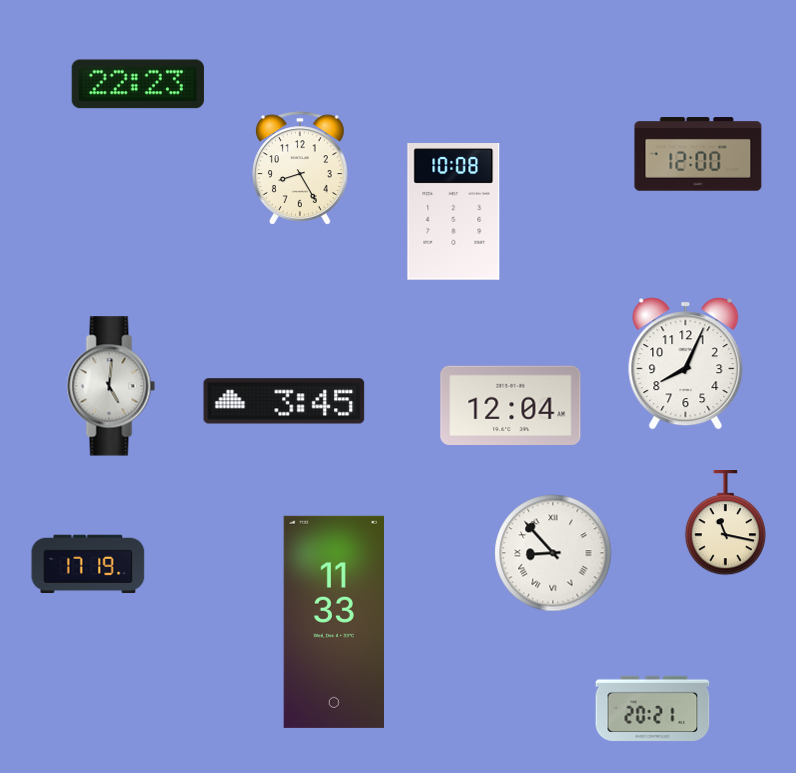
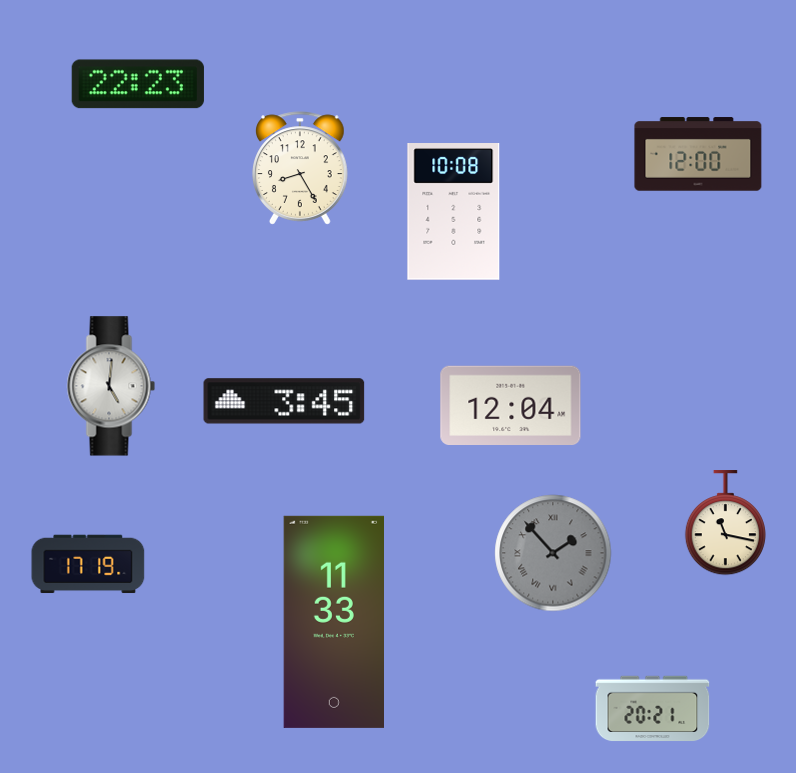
clock at (686, 364): 8:04 -> none
clock at (553, 553): 8:53 -> 1:53
clock at (553, 553) dial: white -> grey
